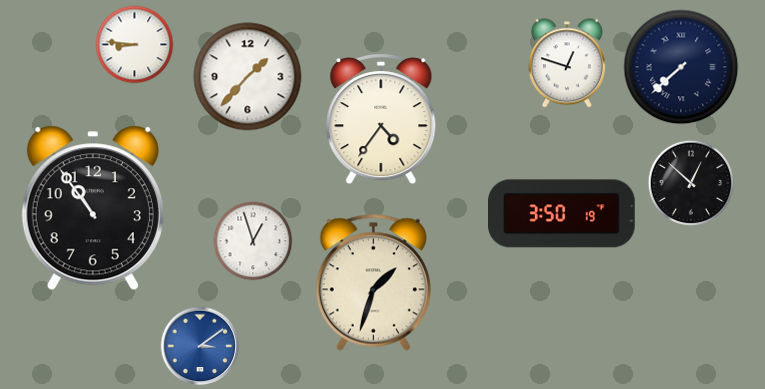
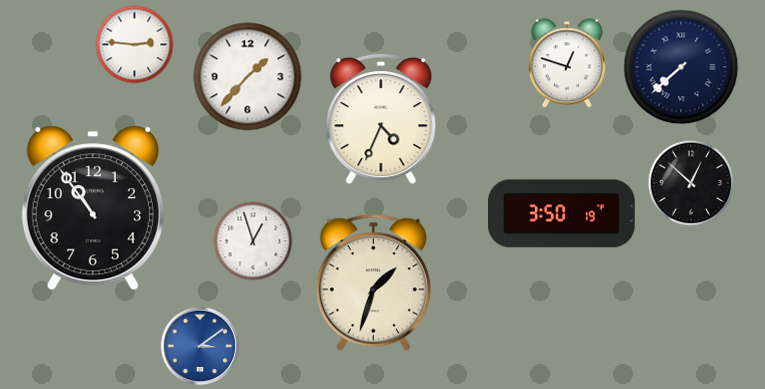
clock at (135, 45): 8:46 -> 2:46
clock at (381, 119): 4:36 -> 4:34
